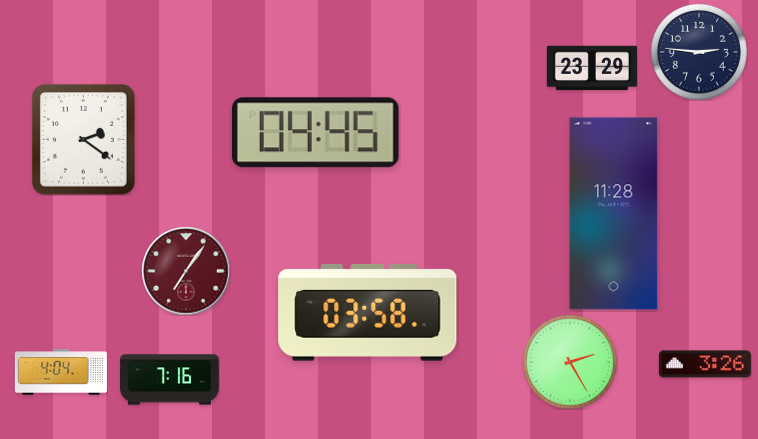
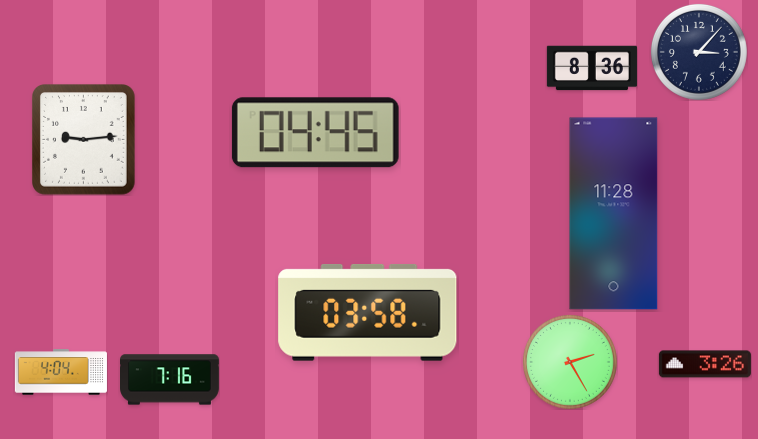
clock at (699, 52): 2:46 -> 3:07
clock at (592, 68): 23:29 -> 8:36
clock at (84, 140): 2:21 -> 9:14
clock at (186, 271): 7:06 -> none
